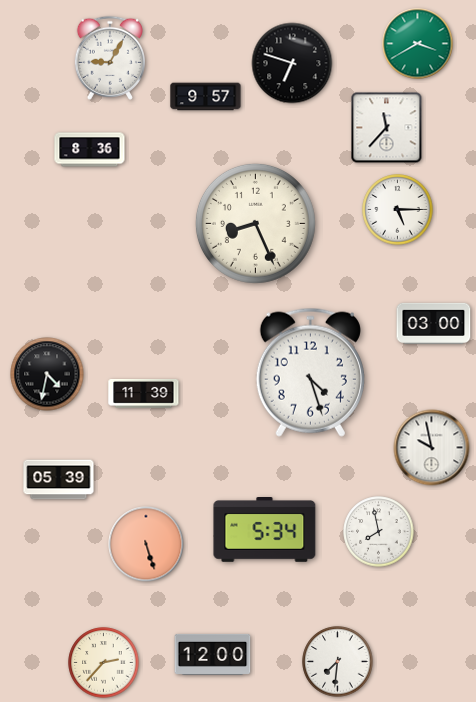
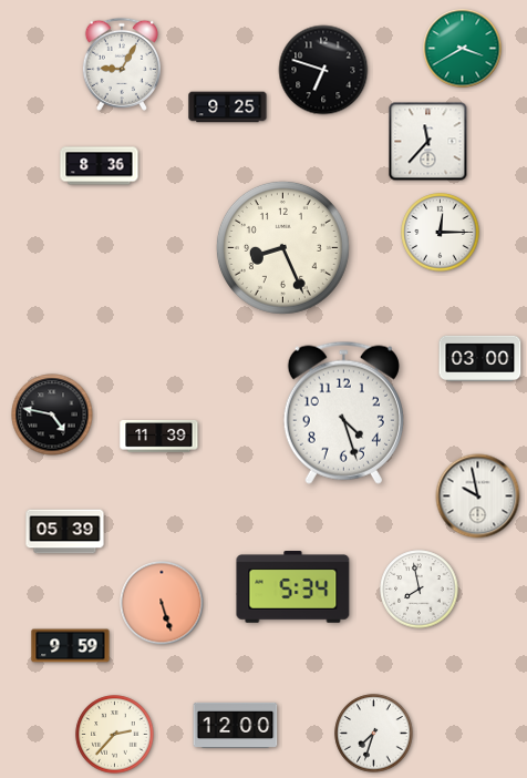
clock at (206, 97): 9:57 -> 9:25
clock at (398, 210): 5:15 -> 12:15
clock at (47, 374): 4:32 -> 4:47
clock at (71, 646): none -> 9:59
clock at (338, 662): 7:31 -> 7:33
